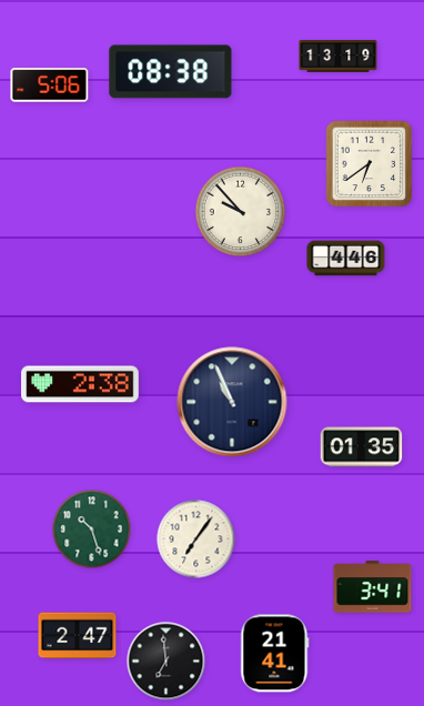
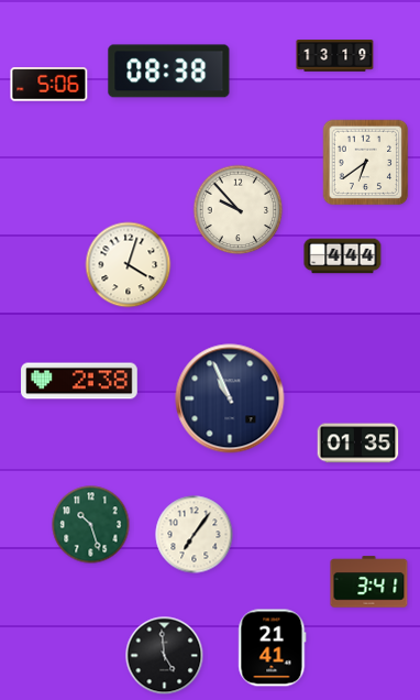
clock at (346, 259): 4:46 -> 4:44
clock at (129, 265): none -> 4:03
clock at (78, 636): 2:47 -> none
clock at (166, 662): 6:59 -> 4:59
